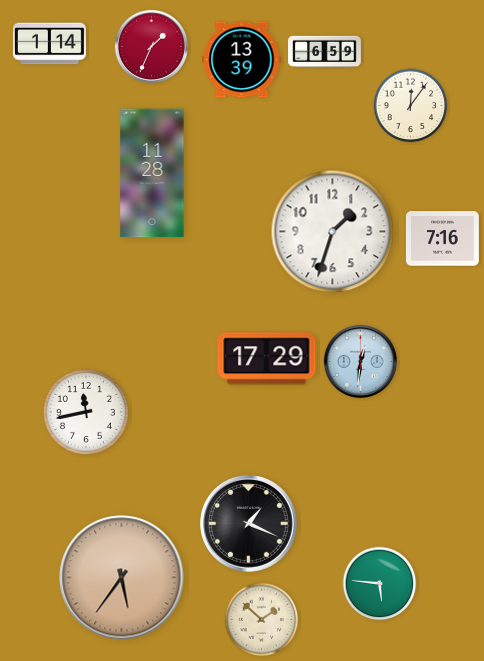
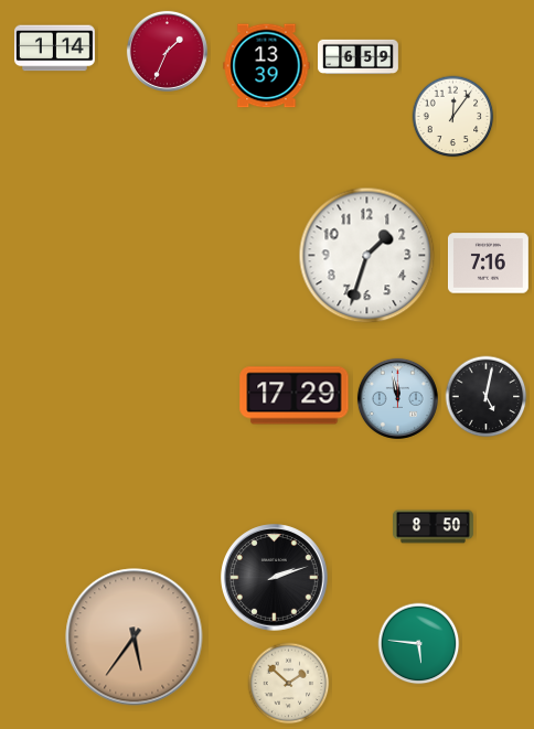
clock at (152, 173): 11:28 -> none
clock at (487, 397): none -> 5:02
clock at (360, 361): 12:31 -> 11:58
clock at (86, 412): 11:43 -> none
clock at (434, 527): none -> 8:50
clock at (249, 524): 1:19 -> 2:12
